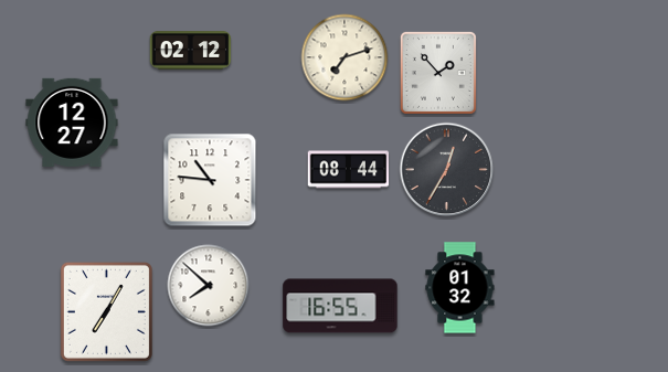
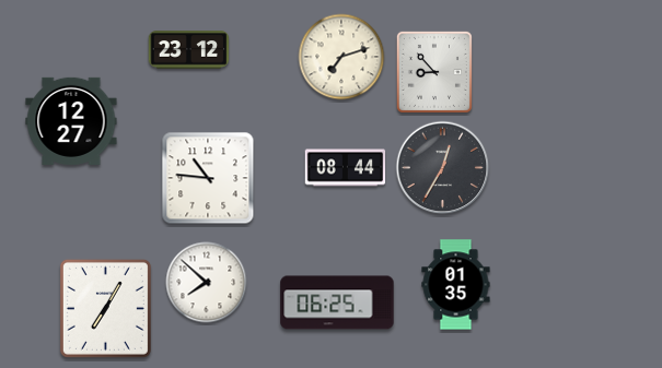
clock at (191, 51): 02:12 -> 23:12
clock at (438, 73): 1:53 -> 8:53
clock at (460, 288): 01:32 -> 01:35
clock at (340, 306): 16:55 -> 06:25
